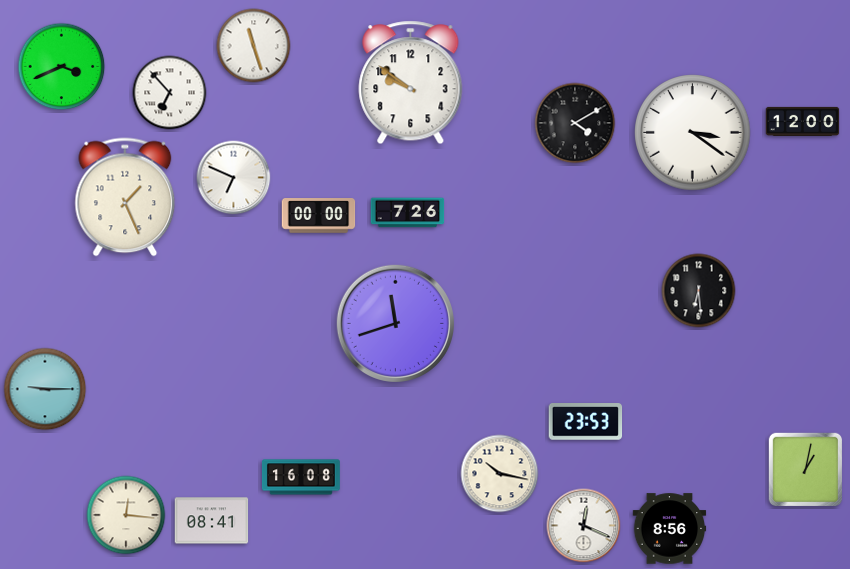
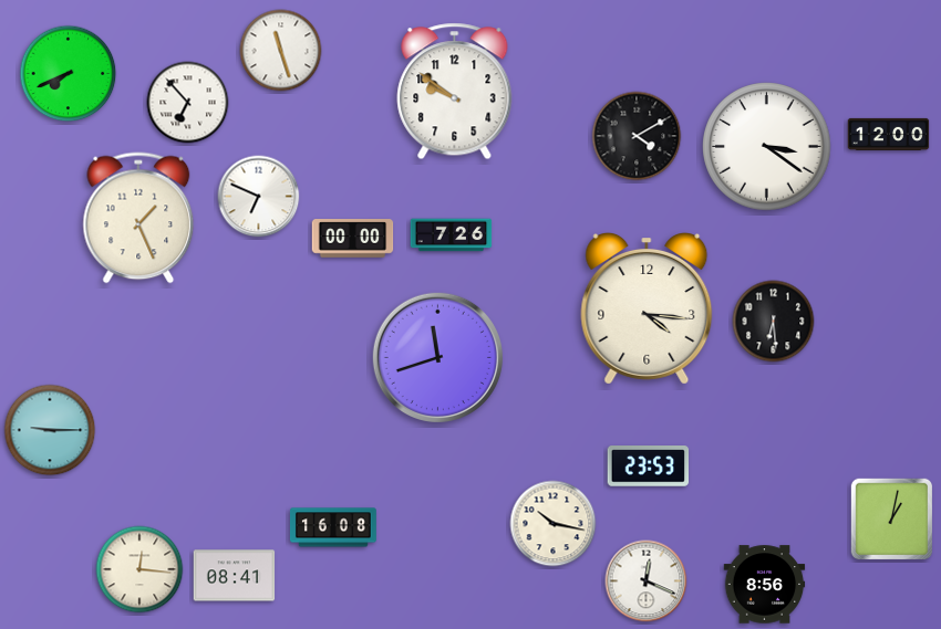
clock at (62, 67): 3:41 -> 7:41
clock at (647, 310): none -> 4:16
clock at (670, 529) position: (670, 529) -> (765, 585)
